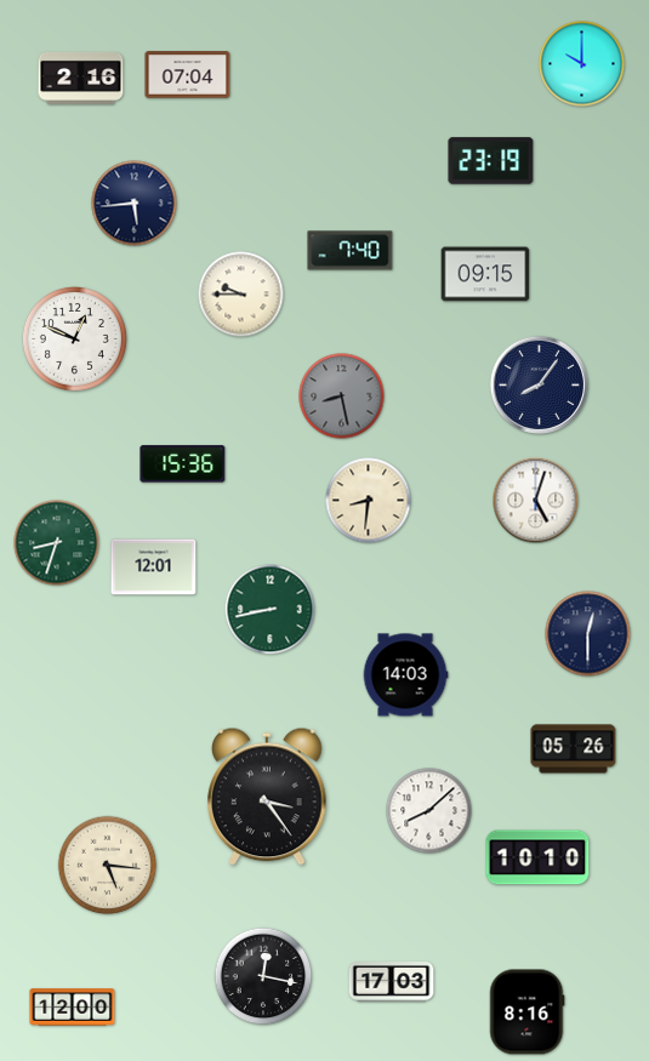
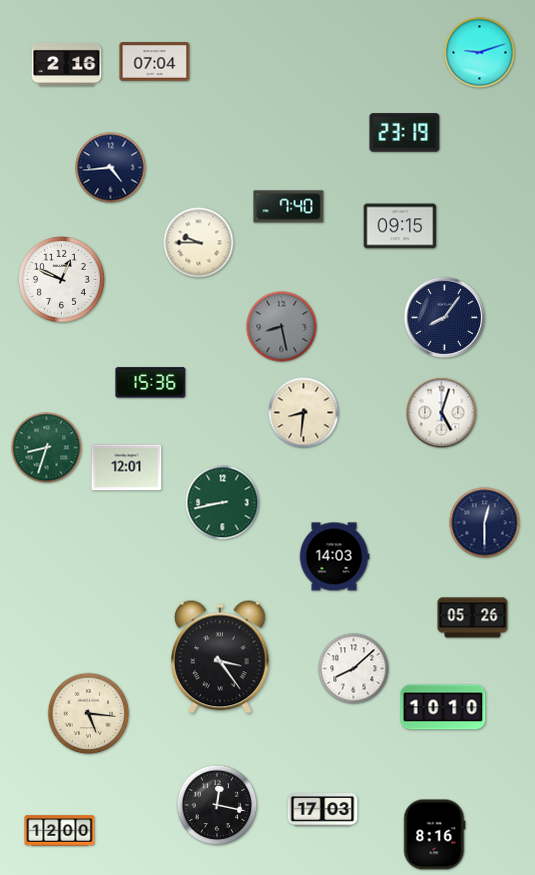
clock at (582, 64): 10:00 -> 9:12
clock at (135, 204): 5:44 -> 4:44
